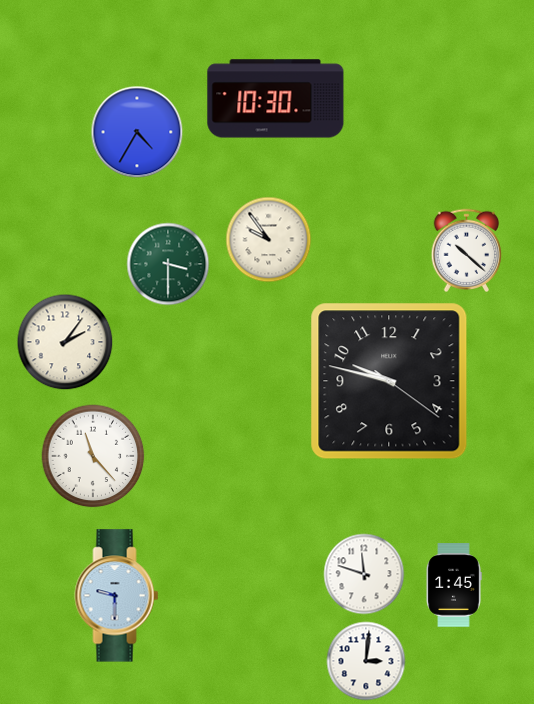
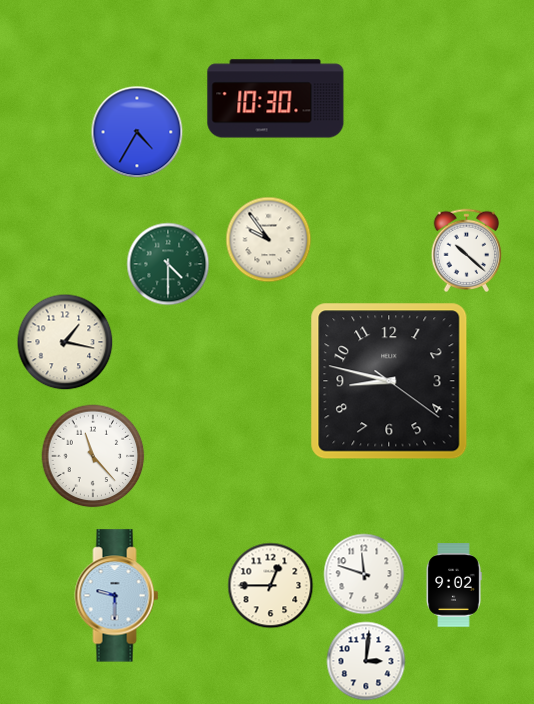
clock at (168, 264): 3:30 -> 4:30
clock at (65, 342): 2:06 -> 1:17
clock at (389, 381): 9:47 -> 8:47
clock at (454, 585): 1:45 -> 9:02
clock at (271, 586): none -> 12:45
